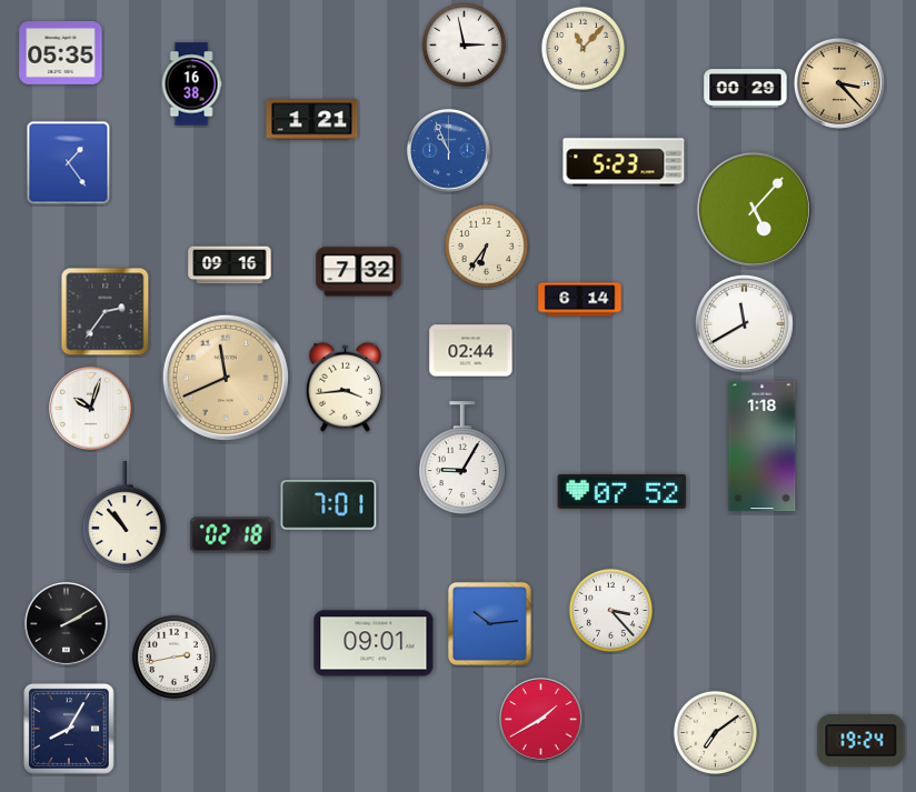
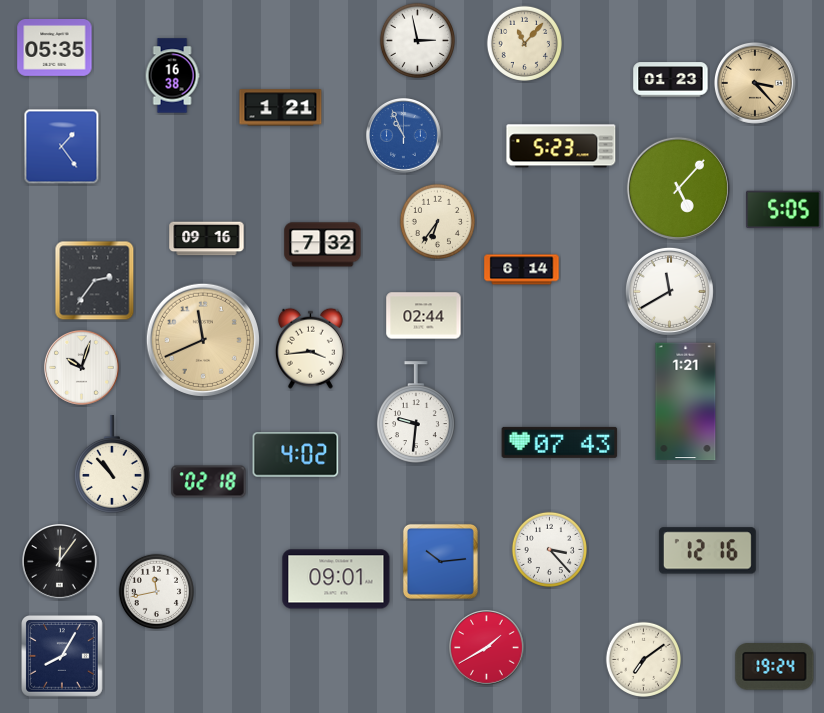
clock at (839, 83) position: (839, 83) -> (755, 83)
clock at (746, 89): 00:29 -> 01:23
clock at (784, 209): none -> 5:05
clock at (763, 447): 1:18 -> 1:21
clock at (462, 458): 9:05 -> 9:31
clock at (623, 491): 07:52 -> 07:43
clock at (329, 505): 7:01 -> 4:02
clock at (707, 551): none -> 12:16
clock at (67, 624): 2:10 -> 12:06
clock at (173, 656): 2:43 -> 11:43
